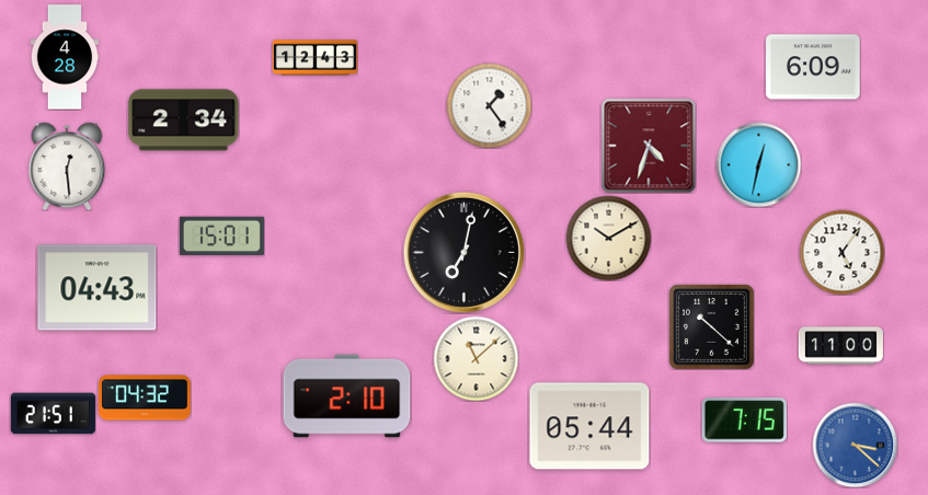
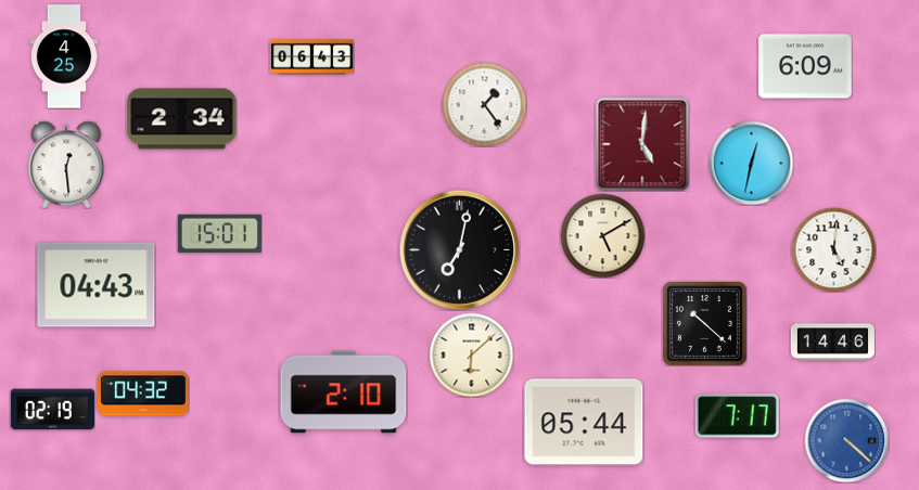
clock at (65, 57): 4:28 -> 4:25
clock at (314, 58): 12:43 -> 06:43
clock at (649, 146): 4:33 -> 5:01
clock at (608, 238): 10:10 -> 5:10
clock at (841, 252): 5:06 -> 5:01
clock at (840, 346): 11:00 -> 14:46
clock at (476, 358): 11:08 -> 6:08
clock at (53, 414): 21:51 -> 02:19
clock at (744, 421): 7:15 -> 7:17
clock at (855, 445): 3:22 -> 4:22
